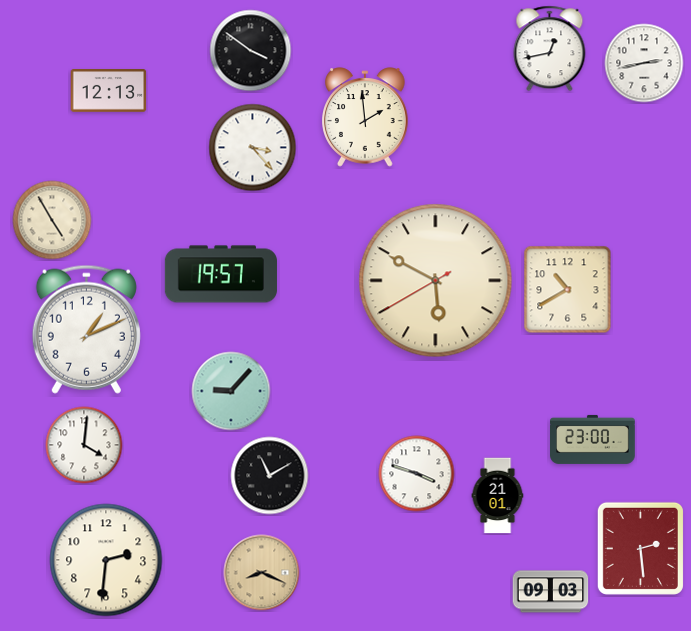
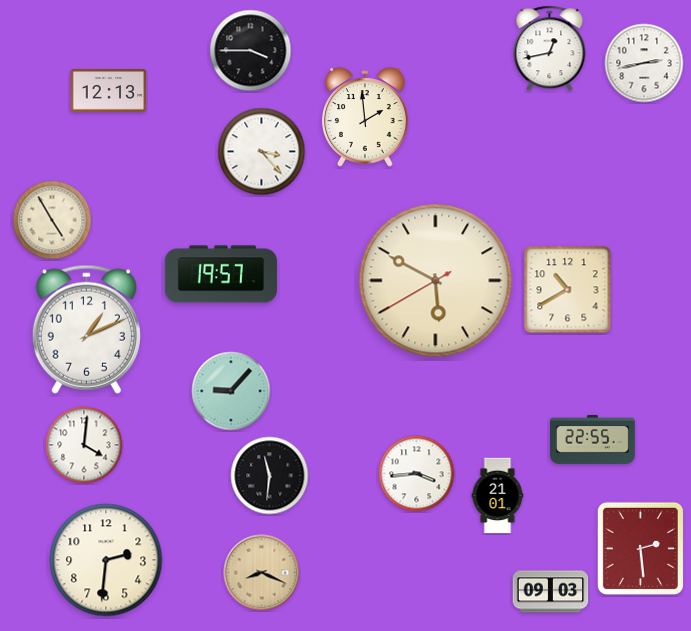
clock at (251, 51): 3:51 -> 3:45
clock at (253, 148) position: (253, 148) -> (262, 152)
clock at (593, 439): 23:00 -> 22:55
clock at (417, 474): 3:48 -> 3:44
clock at (270, 476): 11:10 -> 11:31
